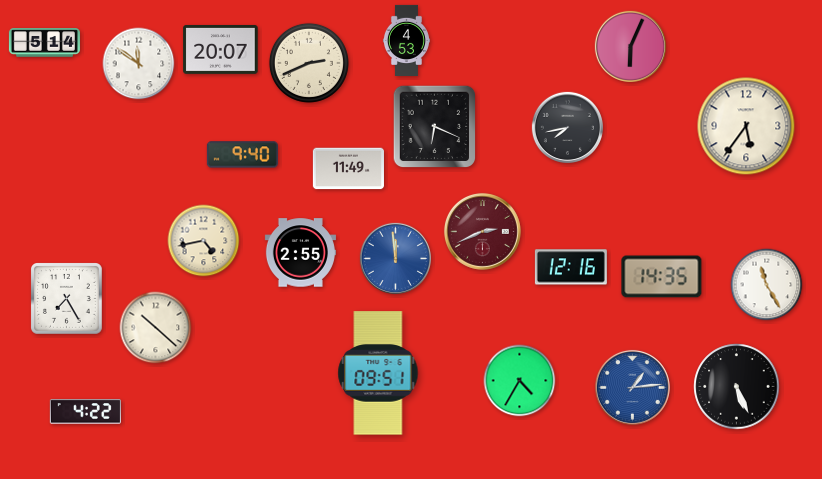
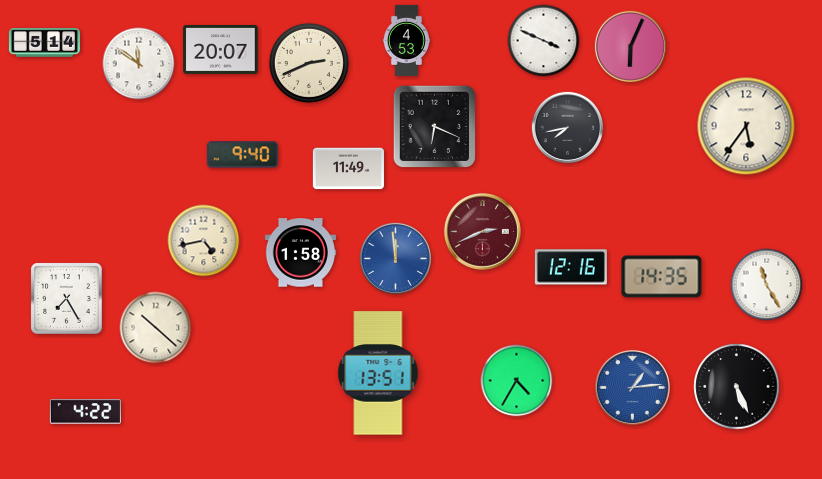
clock at (544, 41): none -> 3:49
clock at (300, 253): 2:55 -> 1:58
clock at (378, 373): 09:51 -> 13:51
clock at (520, 381) position: (520, 381) -> (517, 381)
